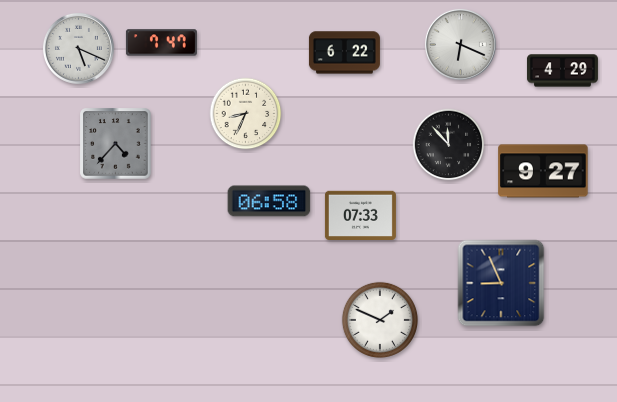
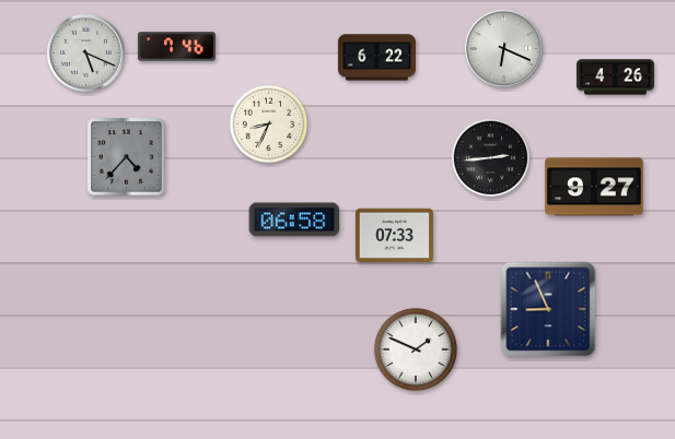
clock at (161, 43): 7:47 -> 7:46
clock at (562, 71): 4:29 -> 4:26
clock at (449, 145): 11:53 -> 2:44
